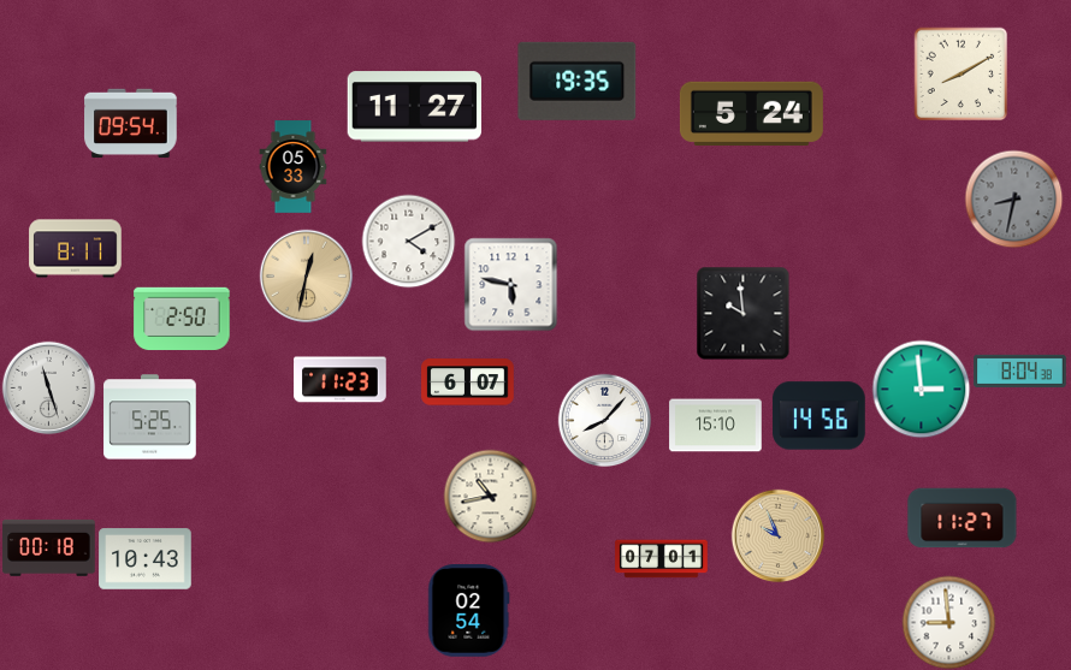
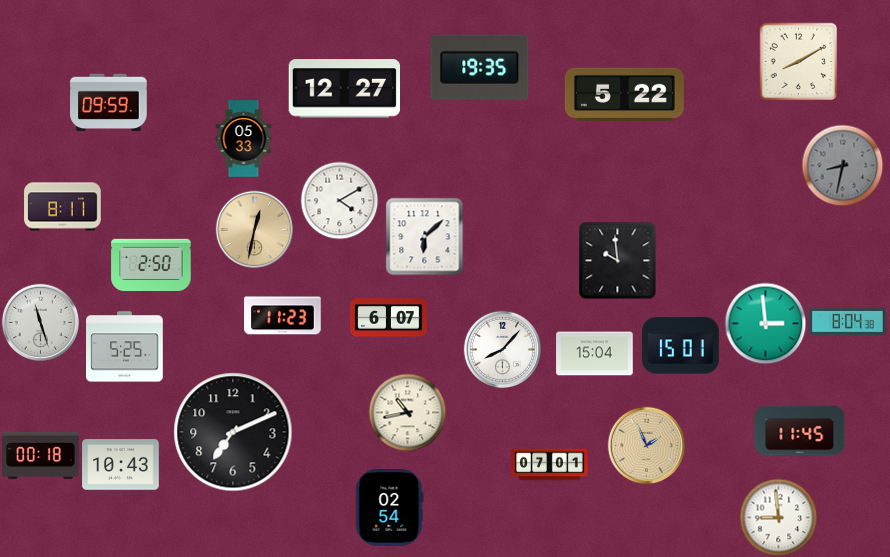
clock at (414, 107): 11:27 -> 12:27
clock at (751, 113): 5:24 -> 5:22
clock at (131, 124): 09:54 -> 09:59
clock at (510, 284): 5:47 -> 6:08
clock at (1020, 370) position: (1020, 370) -> (848, 321)
clock at (819, 416): 14:56 -> 15:01
clock at (716, 426): 15:10 -> 15:04
clock at (963, 518): 11:27 -> 11:45
clock at (233, 432): none -> 7:11
clock at (777, 535): 9:56 -> 1:56
clock at (948, 622) position: (948, 622) -> (778, 517)
